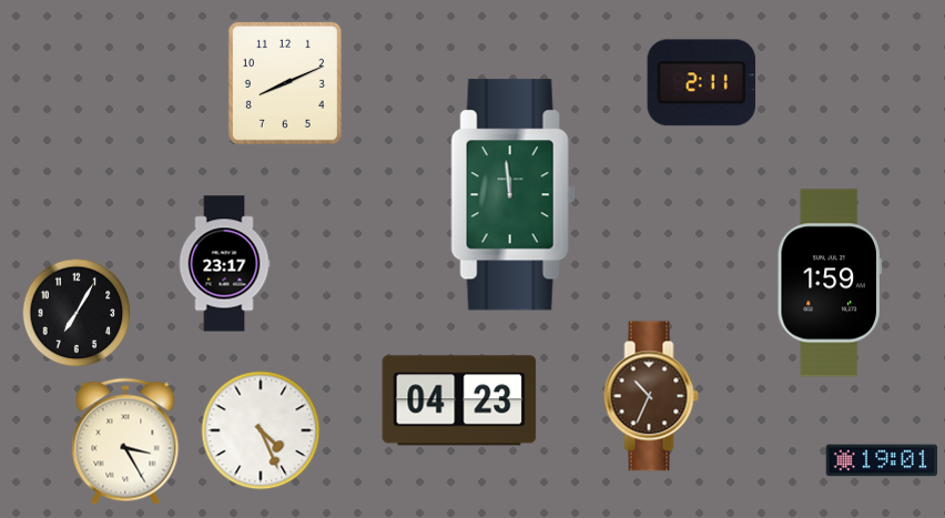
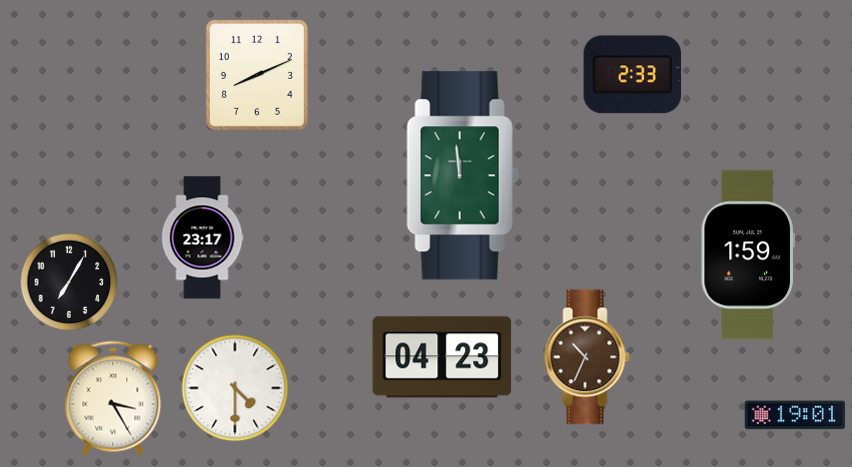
clock at (702, 83): 2:11 -> 2:33
clock at (459, 400) position: (459, 400) -> (442, 357)
clock at (261, 430): 4:26 -> 4:30
